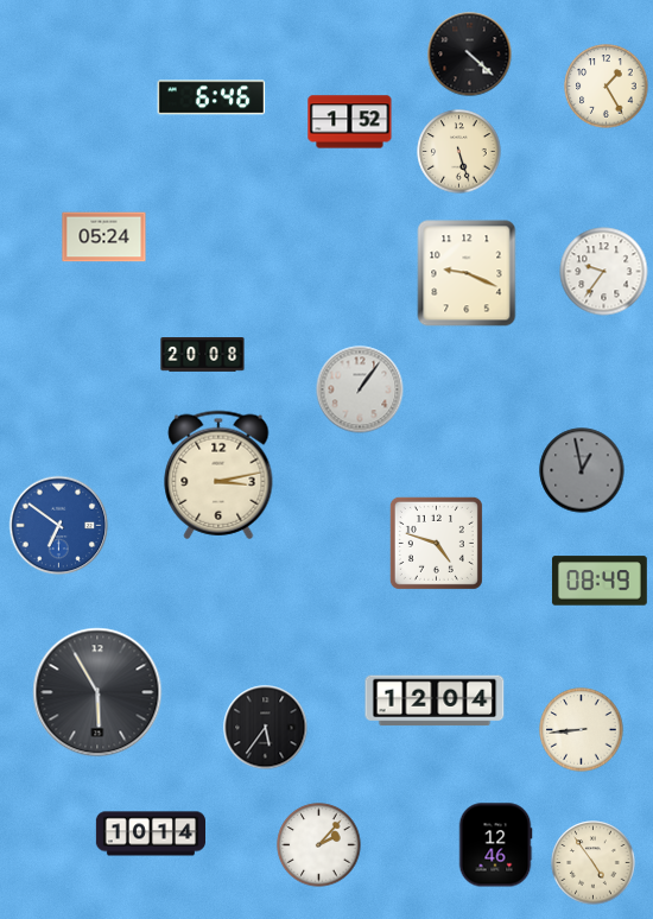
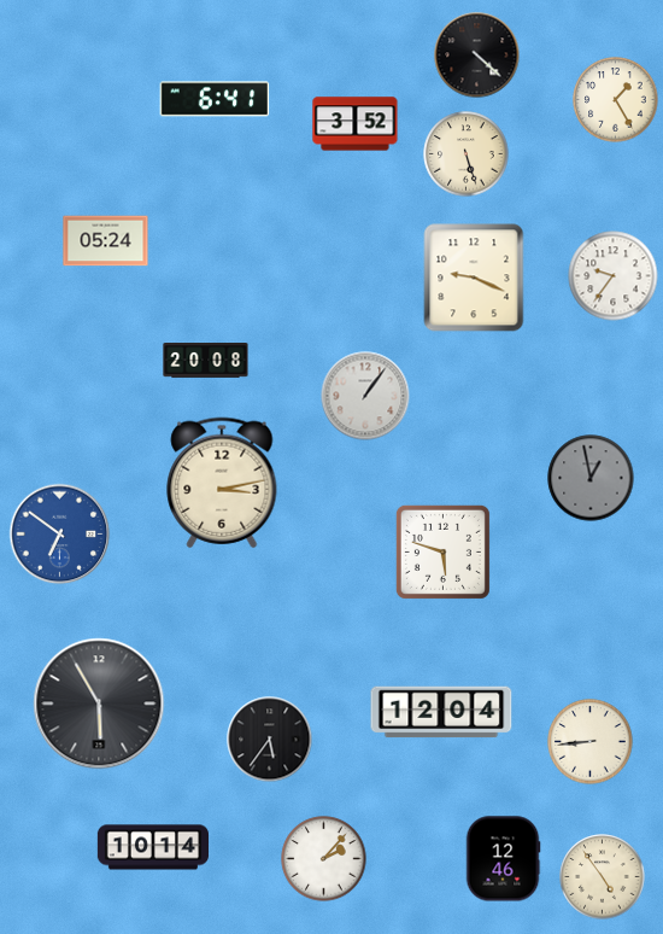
clock at (607, 87) position: (607, 87) -> (616, 100)
clock at (211, 97): 6:46 -> 6:41
clock at (350, 122): 1:52 -> 3:52
clock at (436, 543): 4:48 -> 5:48
clock at (600, 581): 08:49 -> none
